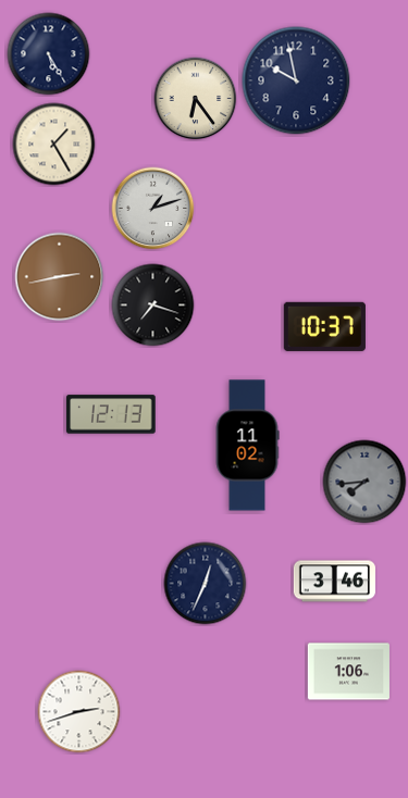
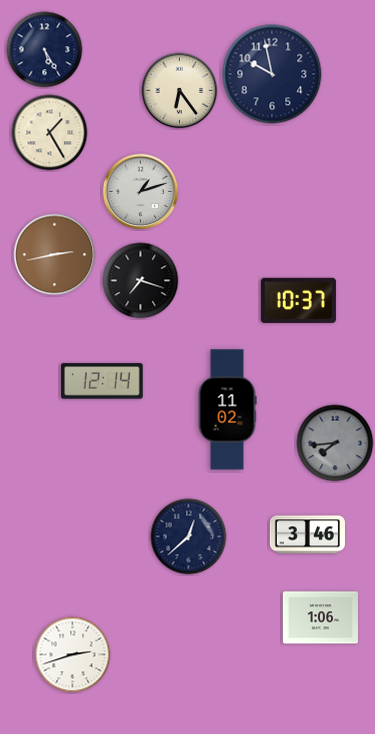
clock at (111, 414): 12:13 -> 12:14
clock at (206, 584): 12:34 -> 12:38
